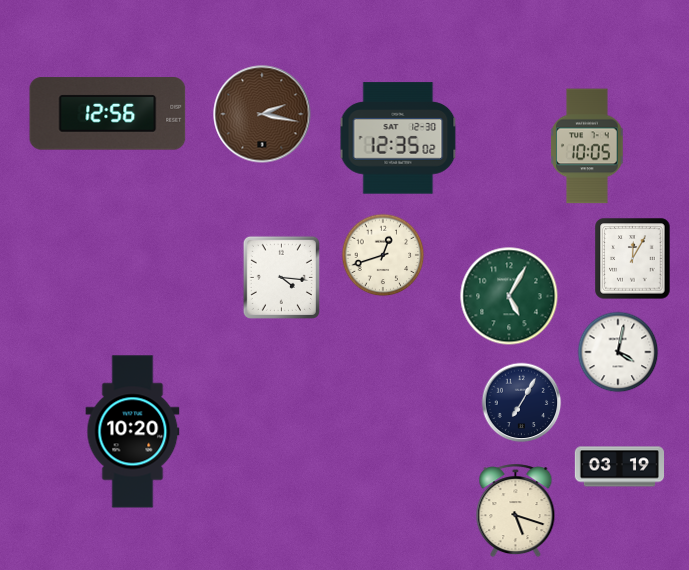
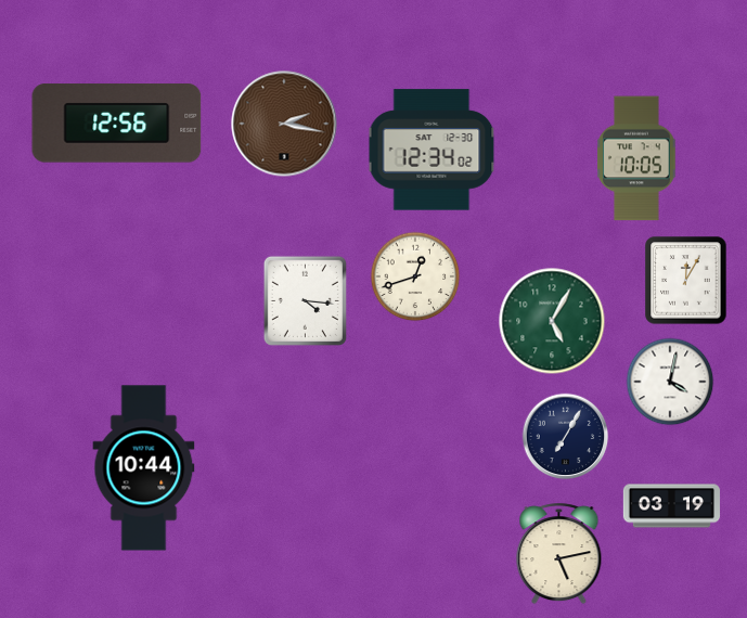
clock at (398, 138): 12:35 -> 12:34
clock at (133, 432): 10:20 -> 10:44
clock at (516, 511): 5:18 -> 5:13
